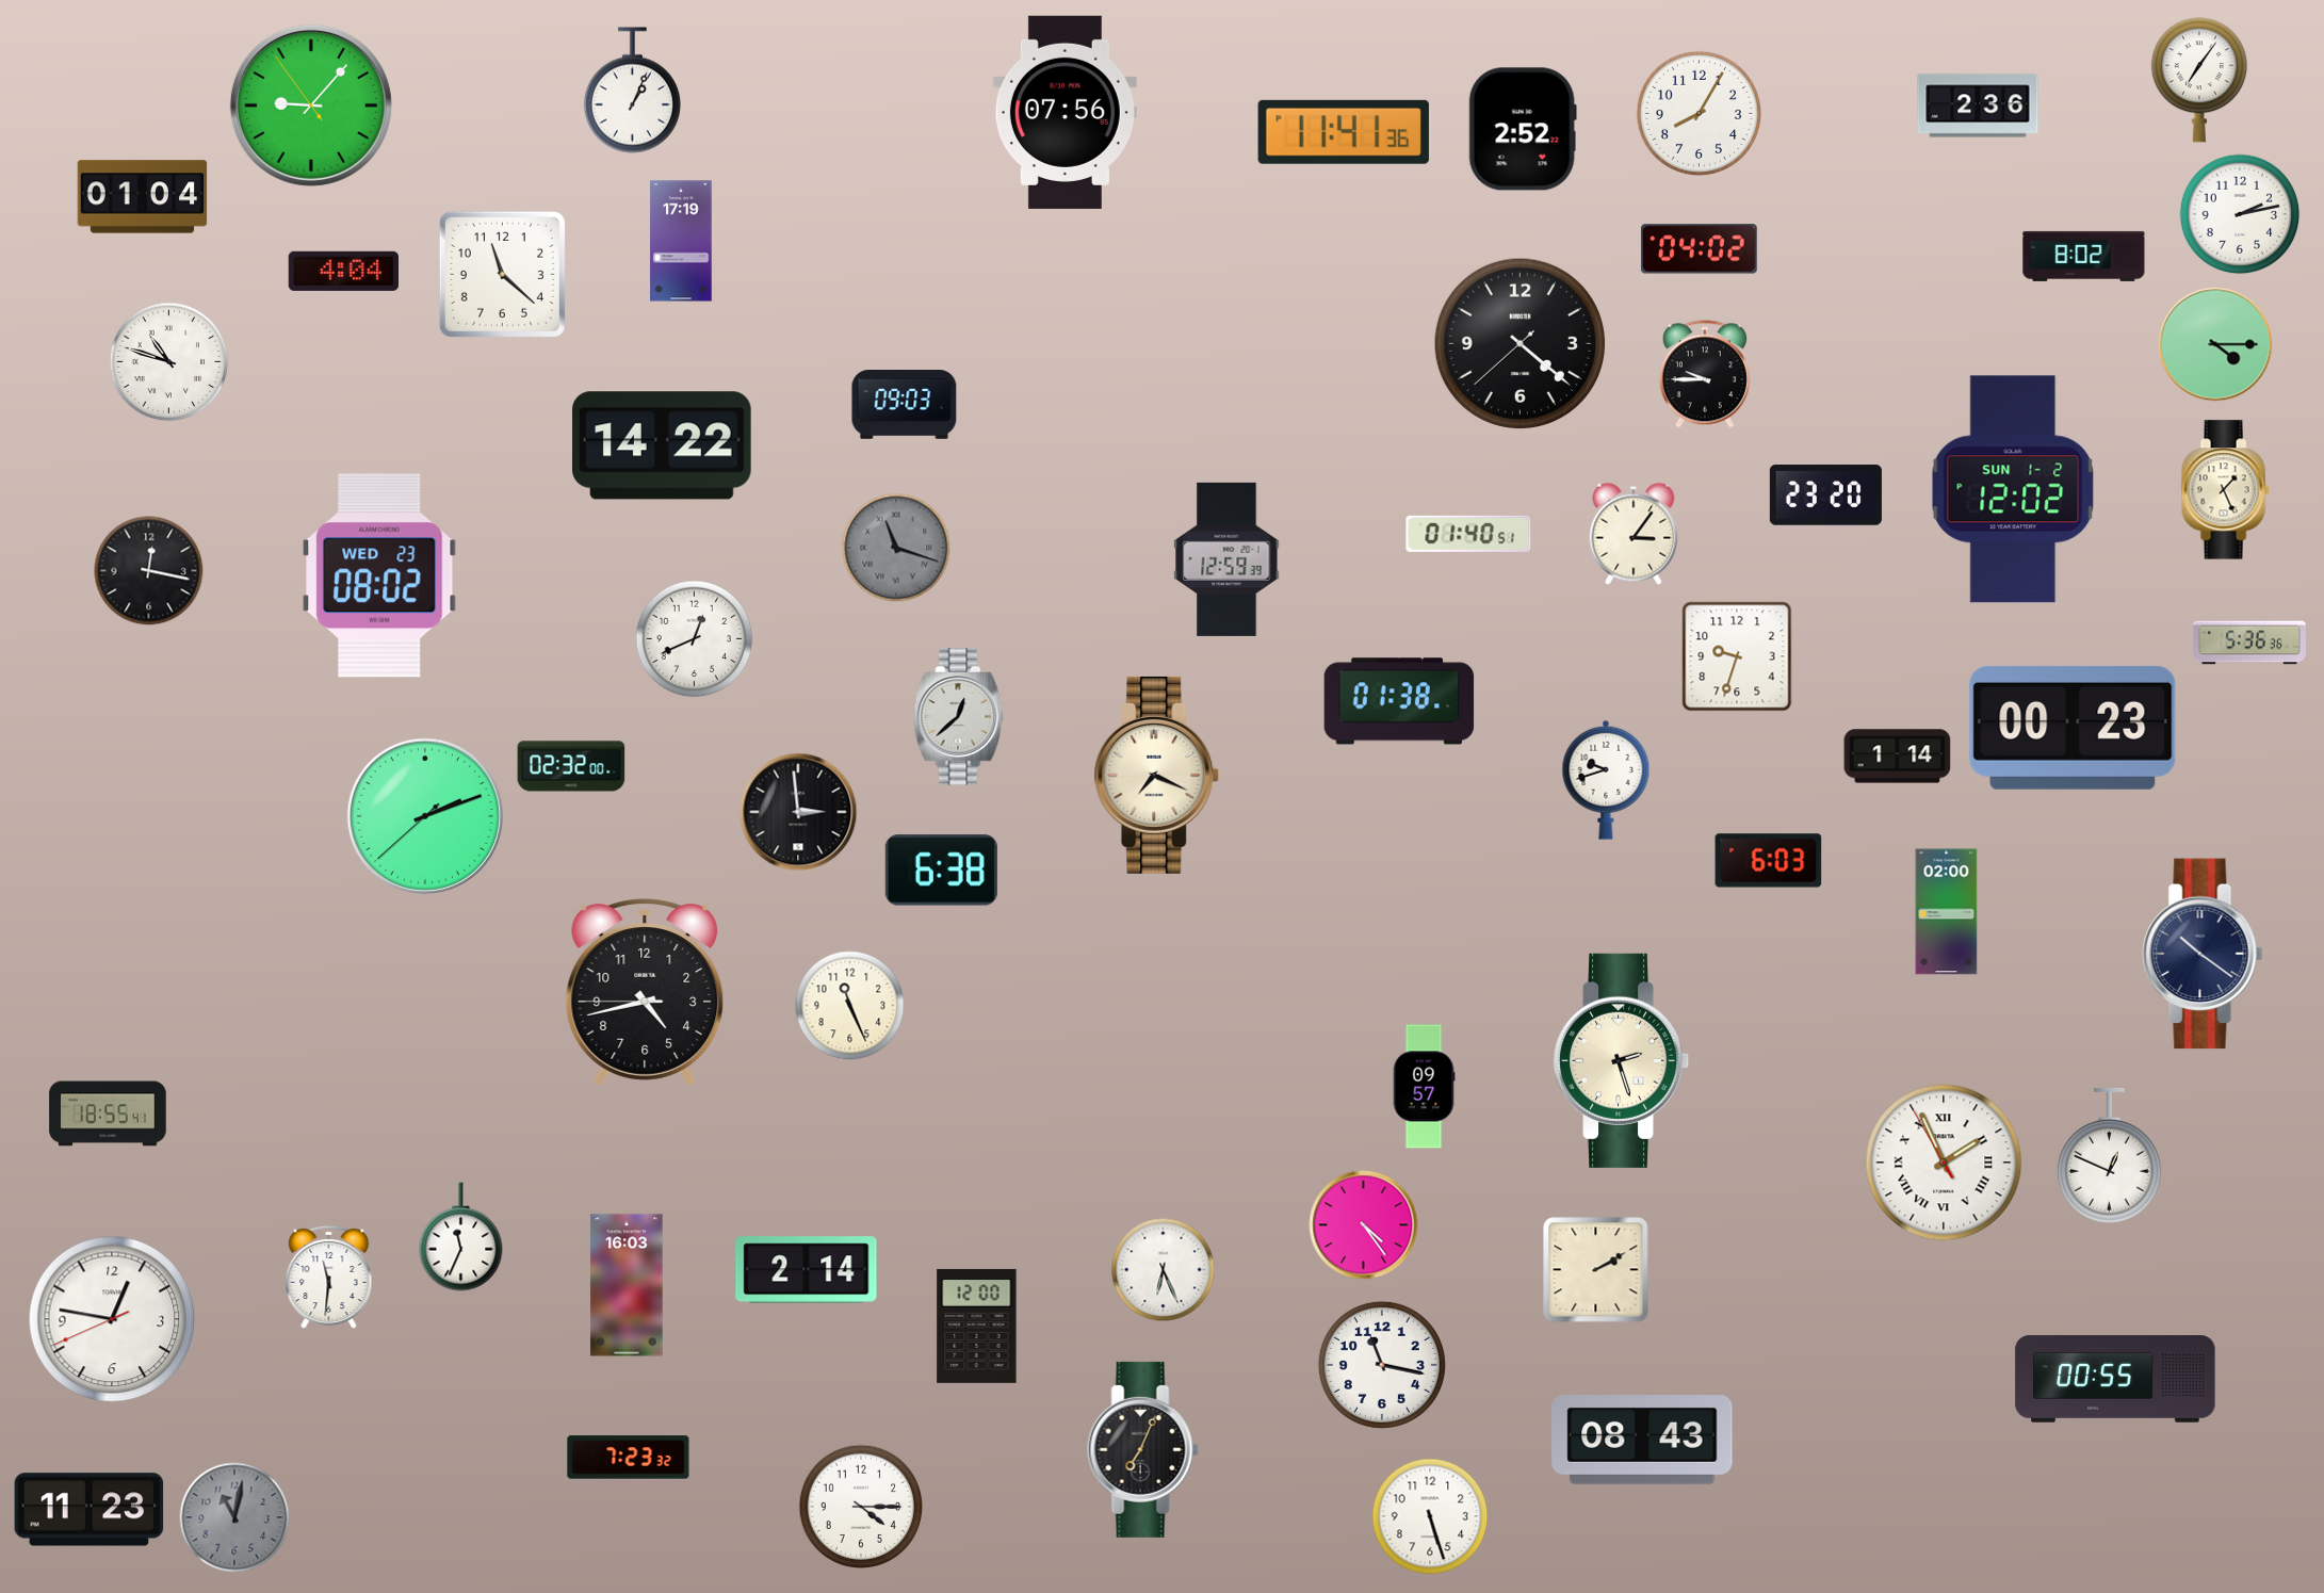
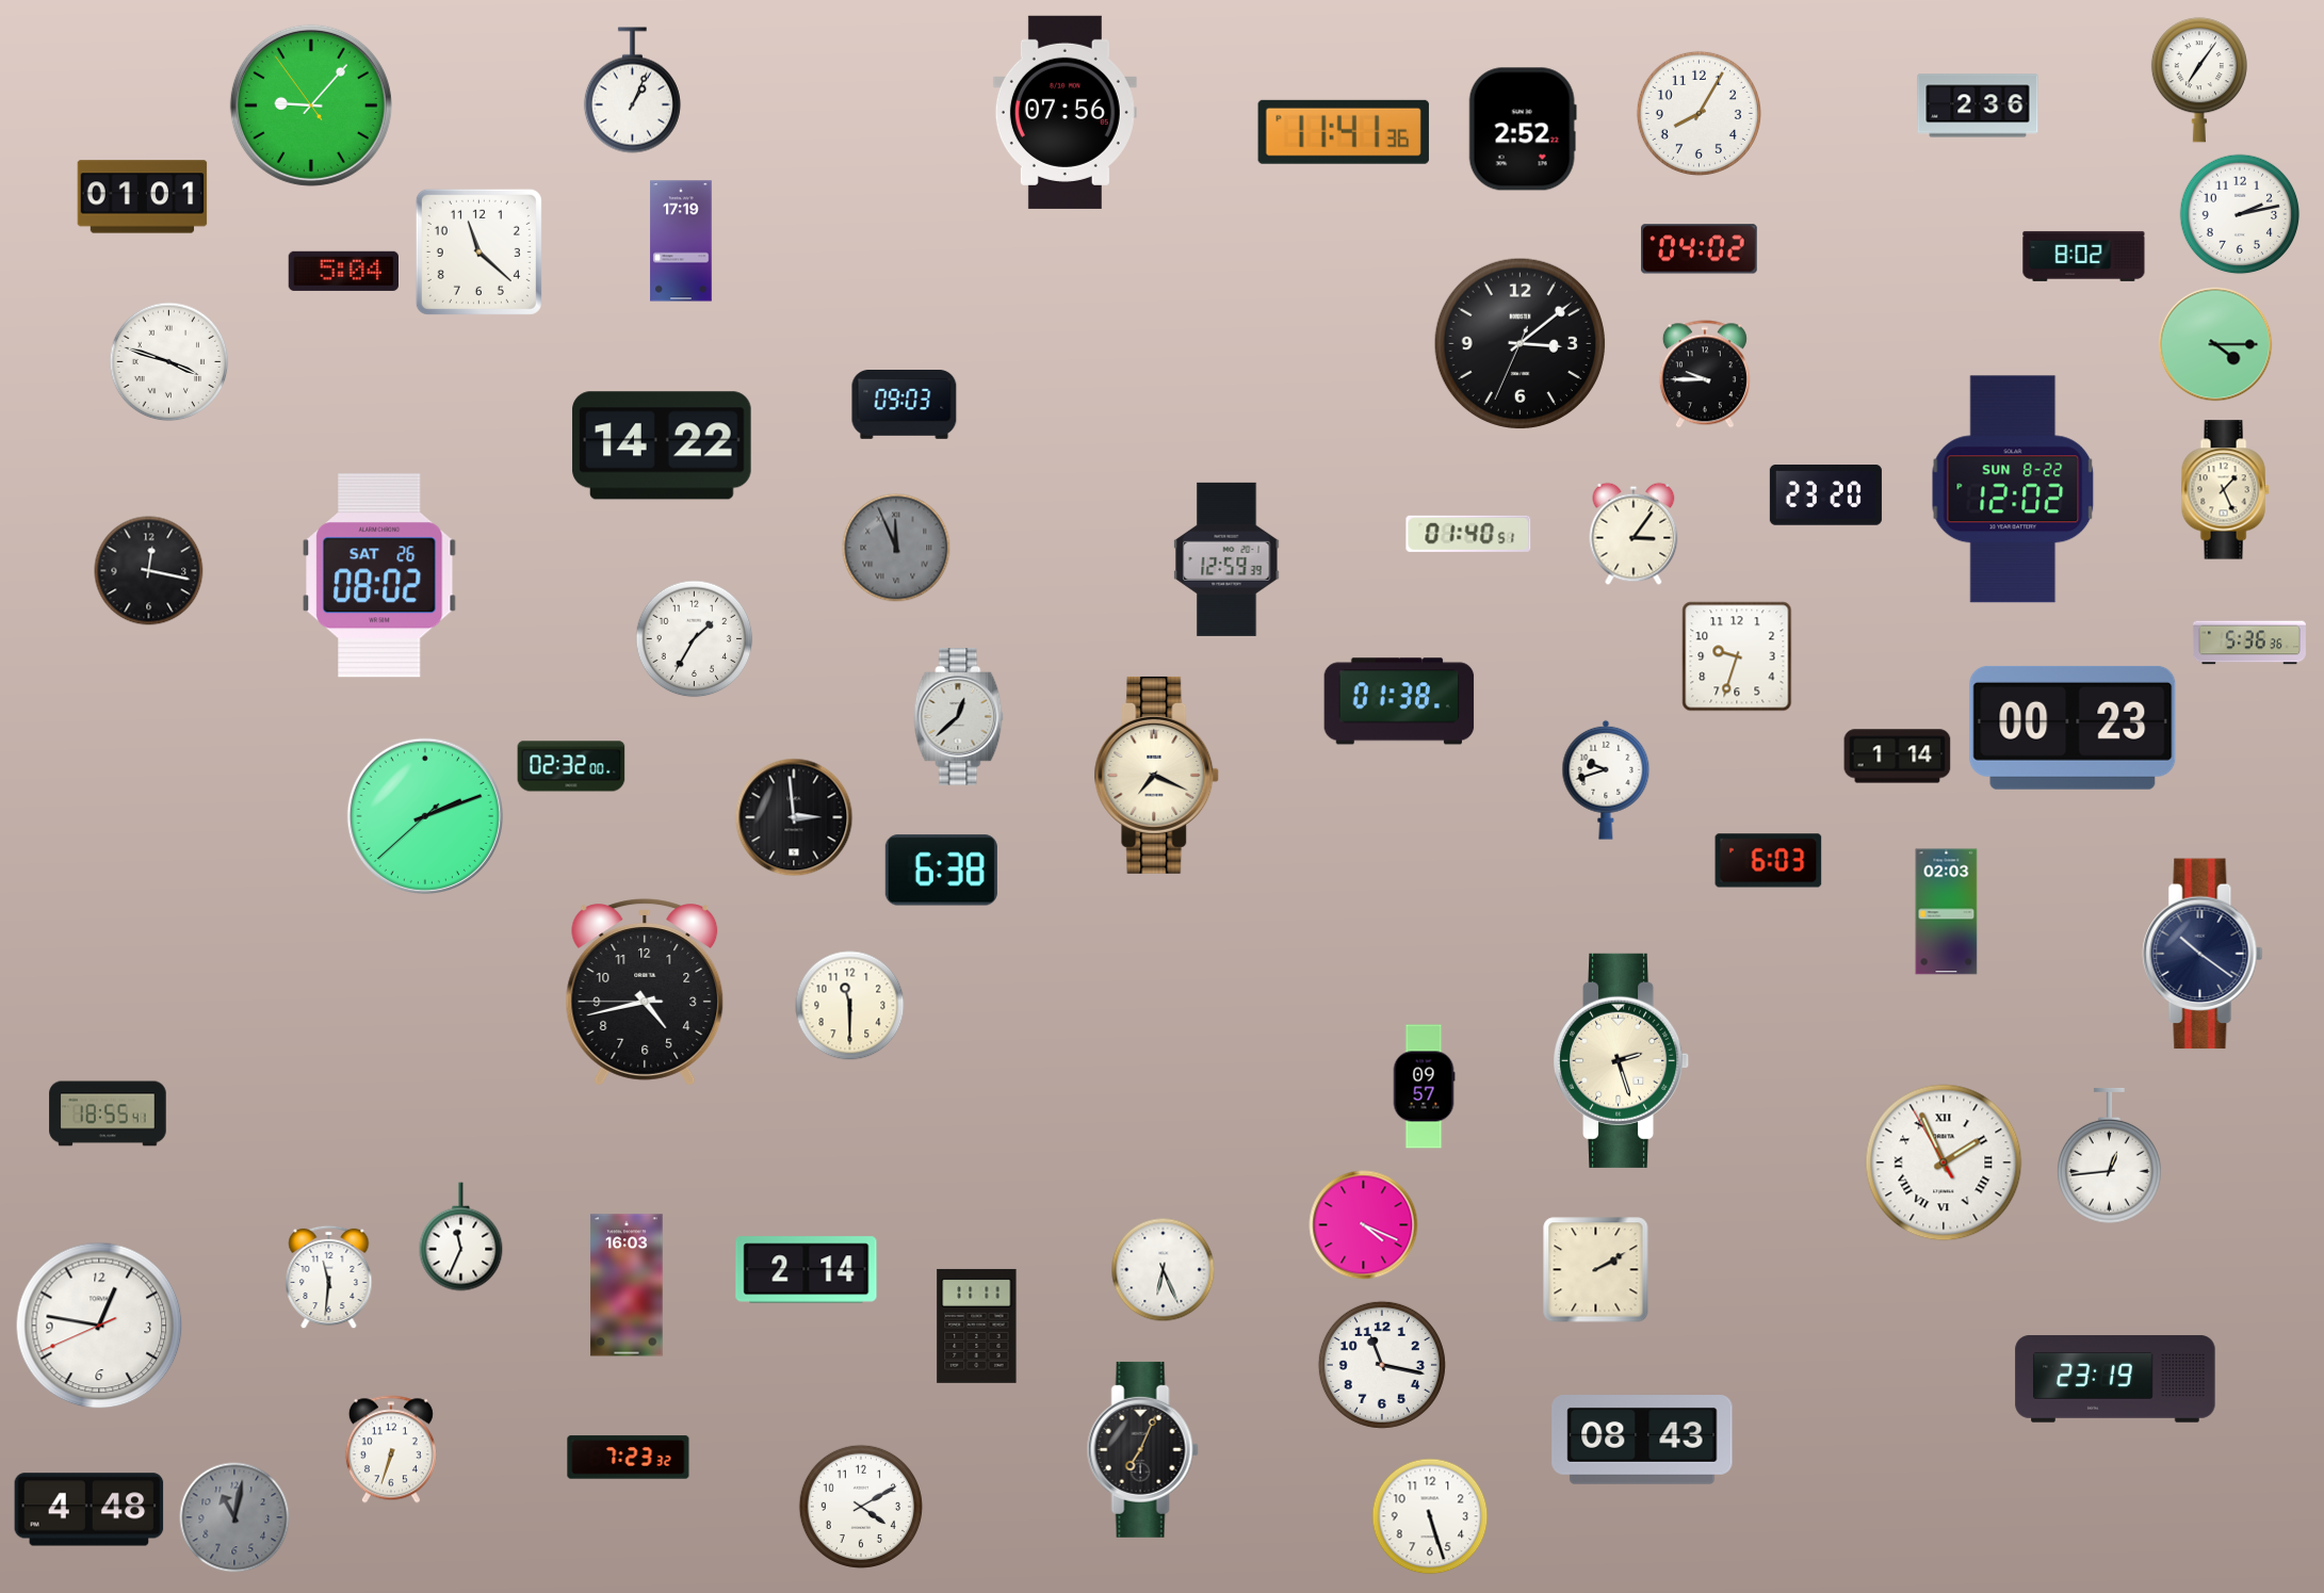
clock at (143, 197): 01:04 -> 01:01
clock at (343, 271): 4:04 -> 5:04
clock at (502, 274) position: (502, 274) -> (478, 251)
clock at (1519, 343): 4:21 -> 3:08
clock at (169, 362): 10:48 -> 3:48
clock at (2013, 489) date: SUN 1-2 -> SUN 8-22
clock at (896, 548): 11:18 -> 11:56
clock at (379, 575) date: WED 23 -> SAT 26
clock at (695, 639): 12:41 -> 1:35
clock at (798, 812) position: (798, 812) -> (794, 817)
clock at (1947, 912): 02:00 -> 02:03
clock at (850, 1006): 11:26 -> 11:30
clock at (2109, 1156): 12:49 -> 12:44
clock at (1364, 1225): 4:24 -> 4:19
clock at (112, 1319) position: (112, 1319) -> (99, 1326)
clock at (977, 1326): 12:00 -> 11:11
clock at (2115, 1379): 00:55 -> 23:19
clock at (391, 1449): none -> 6:33
clock at (861, 1507): 4:15 -> 4:10
clock at (90, 1510): 11:23 -> 4:48
